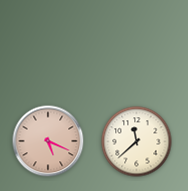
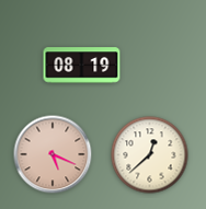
clock at (82, 66): none -> 08:19
clock at (137, 142): 11:38 -> 12:38
